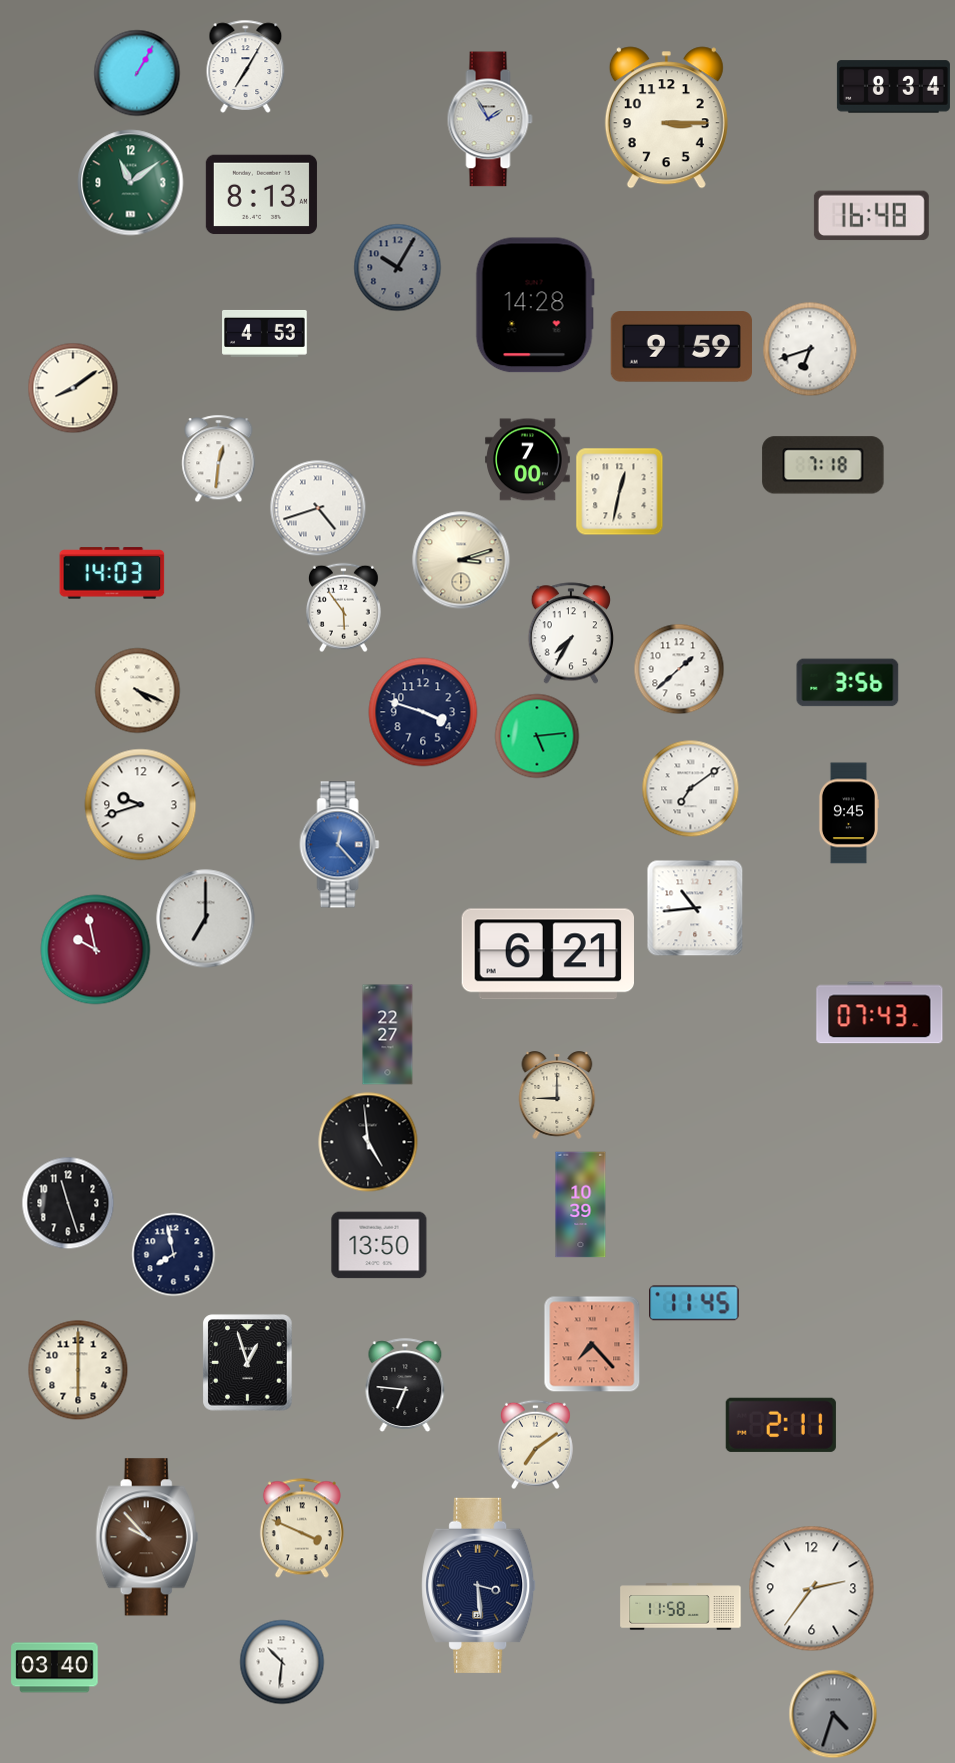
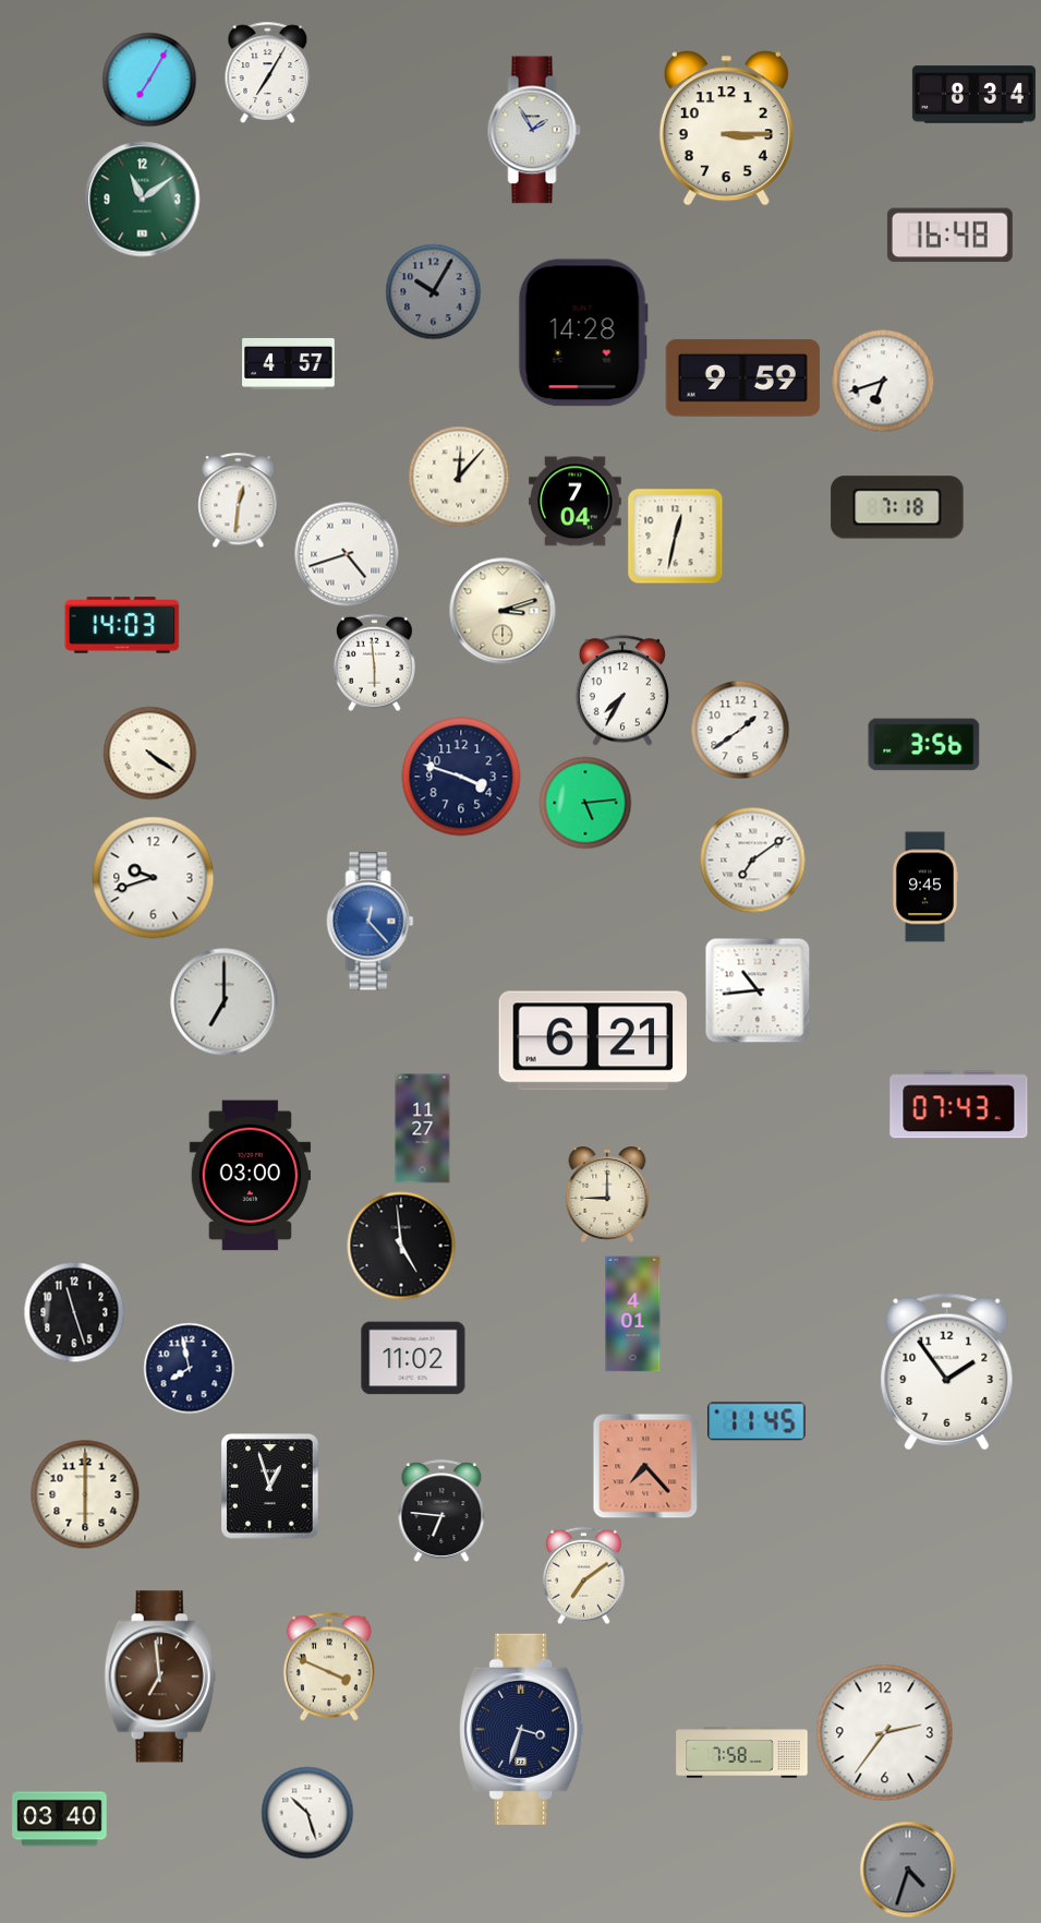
clock at (137, 73): 1:05 -> 7:05
clock at (261, 195): 8:13 -> none
clock at (265, 333): 4:53 -> 4:57
clock at (73, 388): 8:09 -> none
clock at (459, 477): none -> 12:07
clock at (528, 460): 7:00 -> 7:04
clock at (343, 608): 5:54 -> 5:59
clock at (679, 669): 1:38 -> 1:39
clock at (138, 691): 4:19 -> 4:21
clock at (96, 950): 9:58 -> none
clock at (547, 954) position: (547, 954) -> (592, 1041)
clock at (388, 1035): 22:27 -> 11:27
clock at (251, 1176): none -> 03:00
clock at (581, 1205): 10:39 -> 4:01
clock at (379, 1245): 13:50 -> 11:02
clock at (947, 1372): none -> 1:54
clock at (781, 1425): 2:11 -> none
clock at (147, 1537): 9:53 -> 6:59
clock at (479, 1585): 3:29 -> 3:33
clock at (681, 1607): 11:58 -> 7:58
clock at (282, 1662): 10:31 -> 10:27
